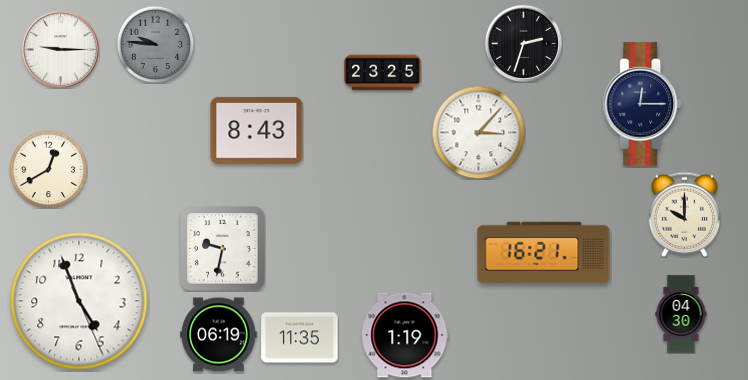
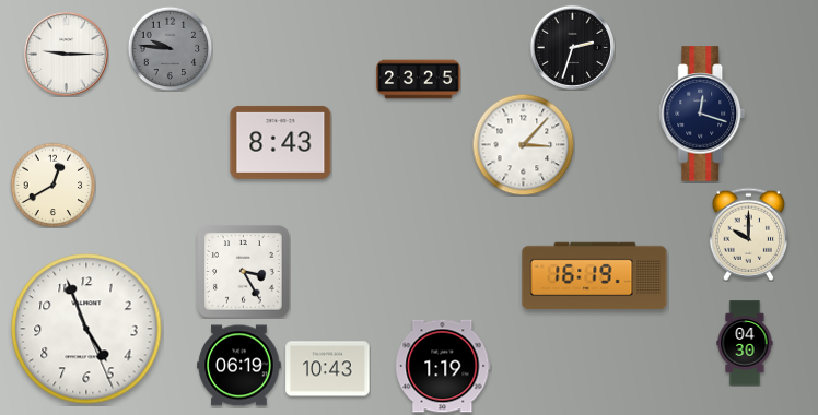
clock at (642, 104): 12:15 -> 12:18
clock at (223, 249): 9:32 -> 3:25
clock at (544, 253): 16:21 -> 16:19
clock at (300, 338): 11:35 -> 10:43
